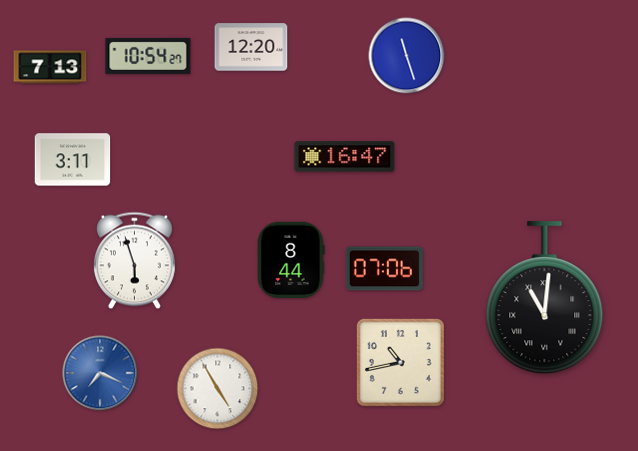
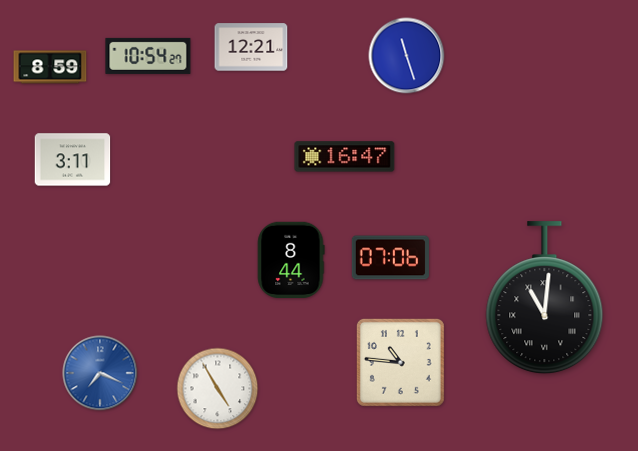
clock at (251, 47): 12:20 -> 12:21
clock at (50, 67): 7:13 -> 8:59
clock at (134, 261): 5:57 -> none
clock at (384, 269) position: (384, 269) -> (390, 258)
clock at (400, 362): 10:43 -> 10:46
